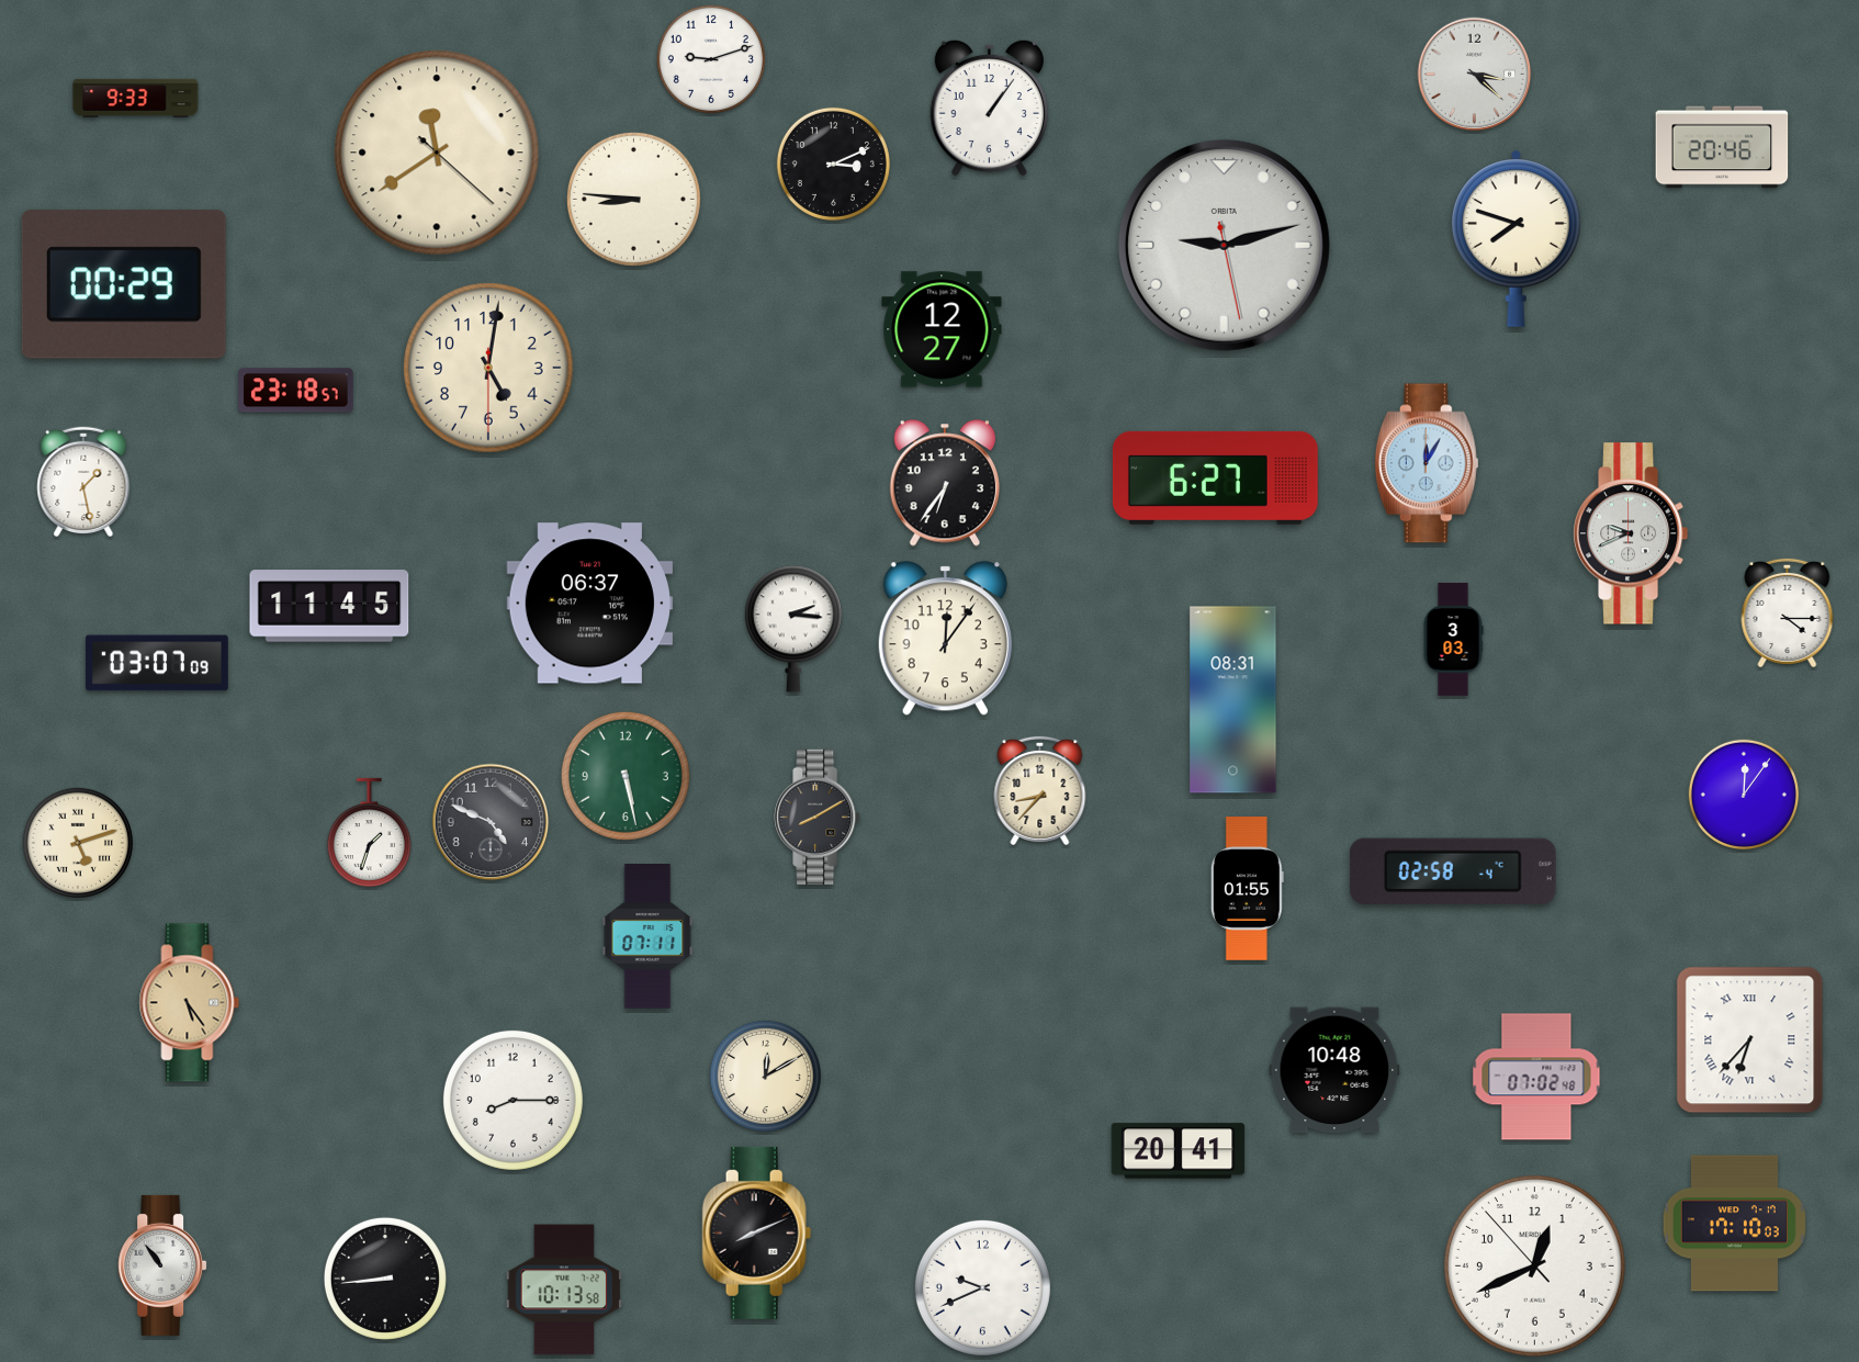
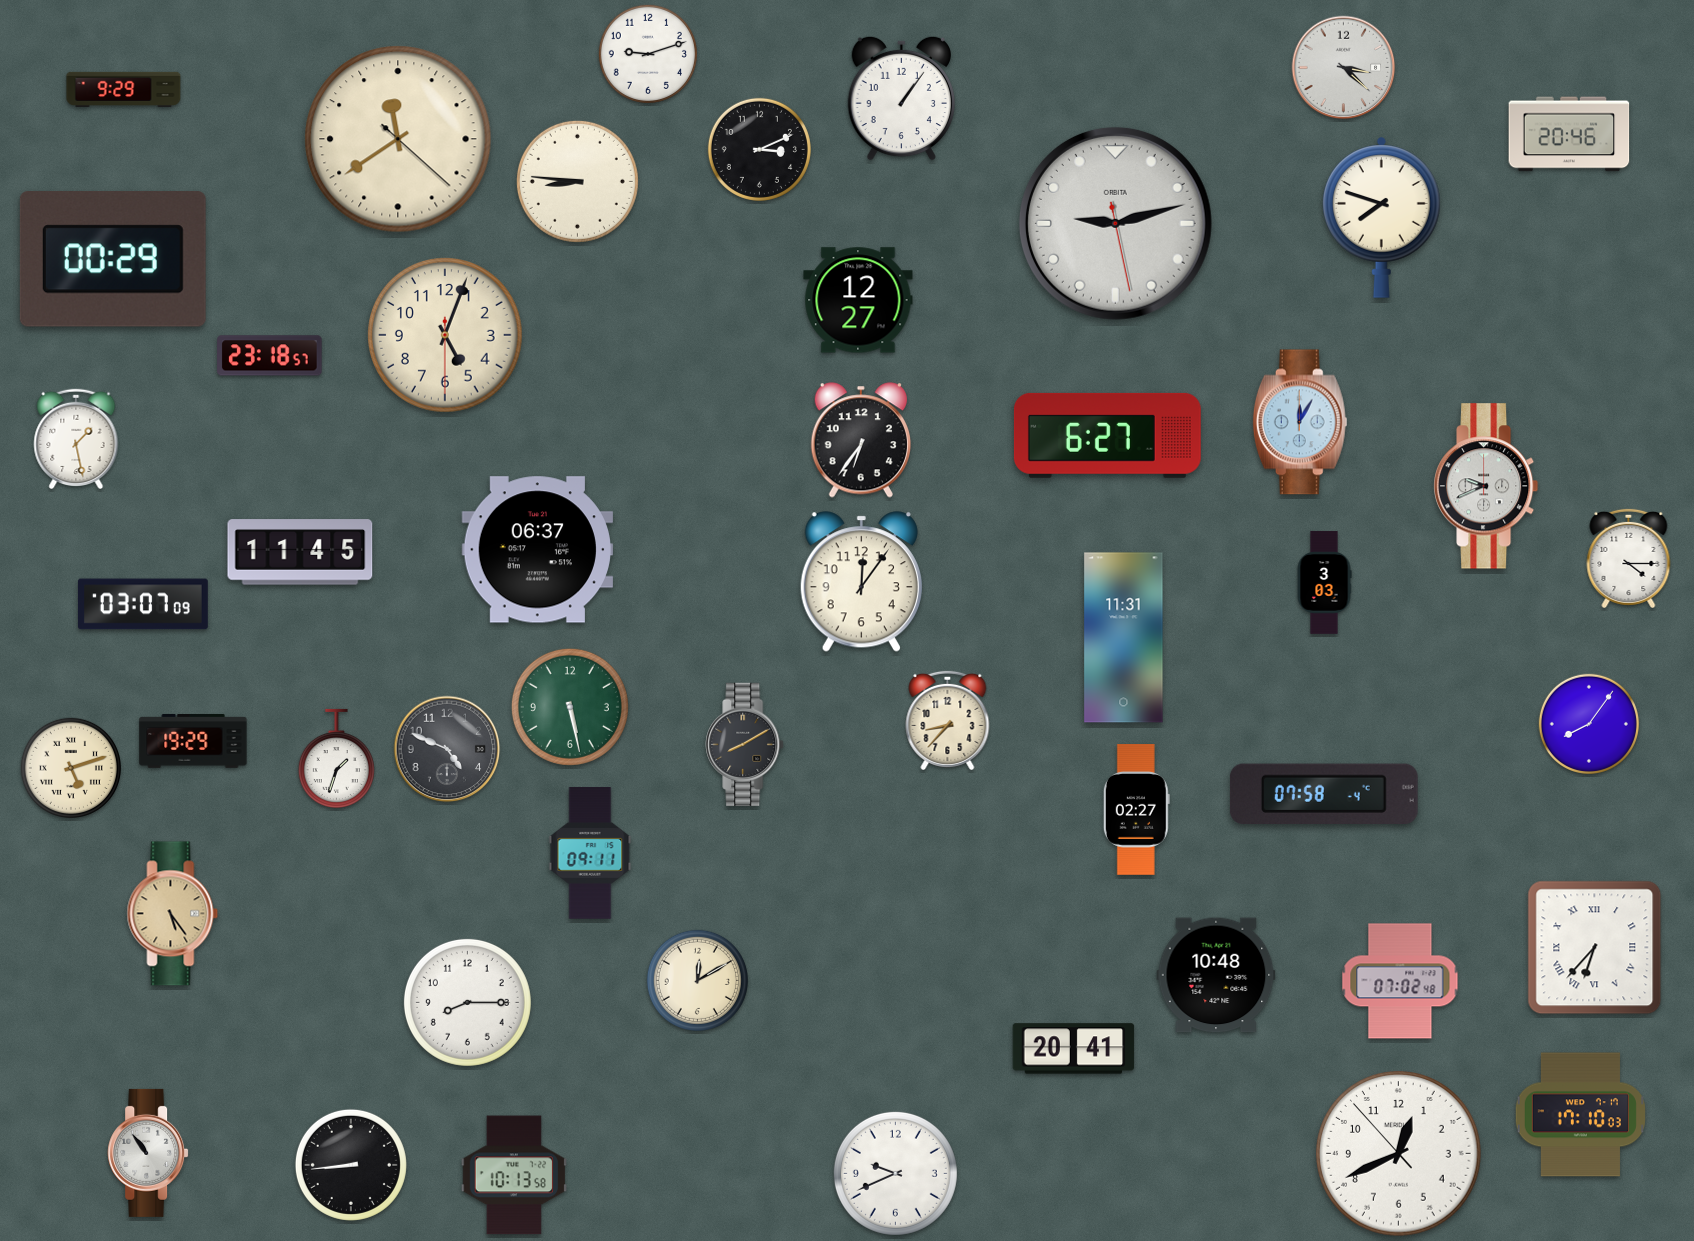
clock at (136, 98): 9:33 -> 9:29
clock at (489, 369): 5:01 -> 5:03
clock at (793, 629): 2:16 -> none
clock at (1233, 700): 08:31 -> 11:31
clock at (1744, 795): 12:06 -> 8:06
clock at (193, 742): none -> 19:29
clock at (1453, 871): 02:58 -> 07:58
clock at (1247, 889): 01:55 -> 02:27
clock at (647, 936): 07:11 -> 09:11
clock at (757, 1232): 8:11 -> none
